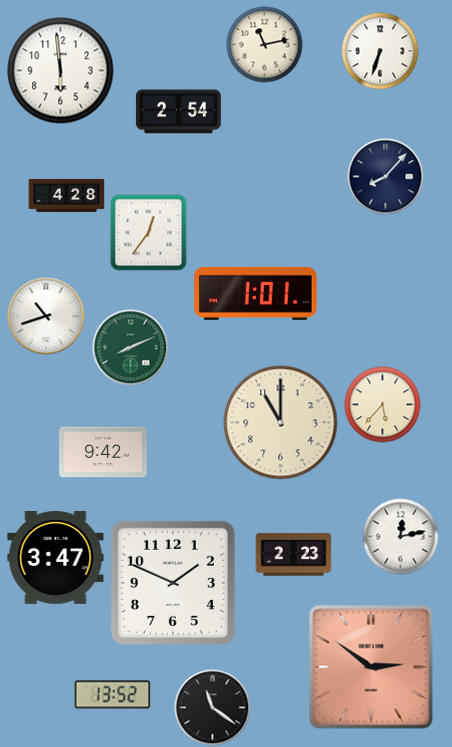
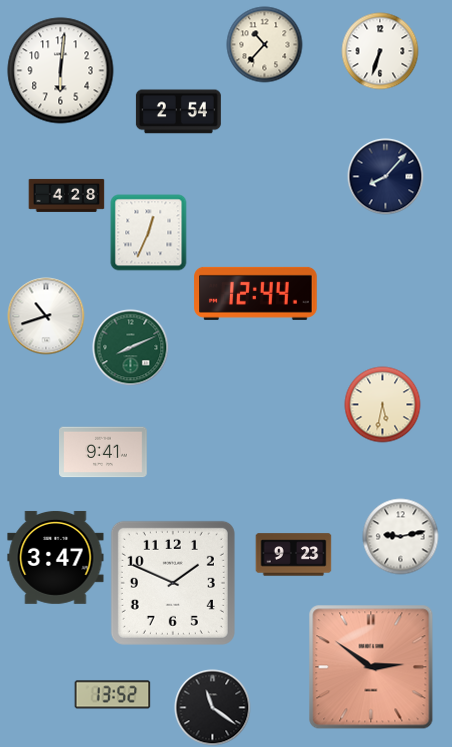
clock at (265, 45): 11:13 -> 10:37
clock at (61, 71): 5:59 -> 6:01
clock at (149, 233): 12:36 -> 12:34
clock at (256, 293): 1:01 -> 12:44
clock at (383, 405): 5:37 -> 5:32
clock at (281, 423): 11:00 -> none
clock at (103, 452): 9:42 -> 9:41
clock at (401, 537): 12:13 -> 9:13
clock at (294, 555): 2:23 -> 9:23
